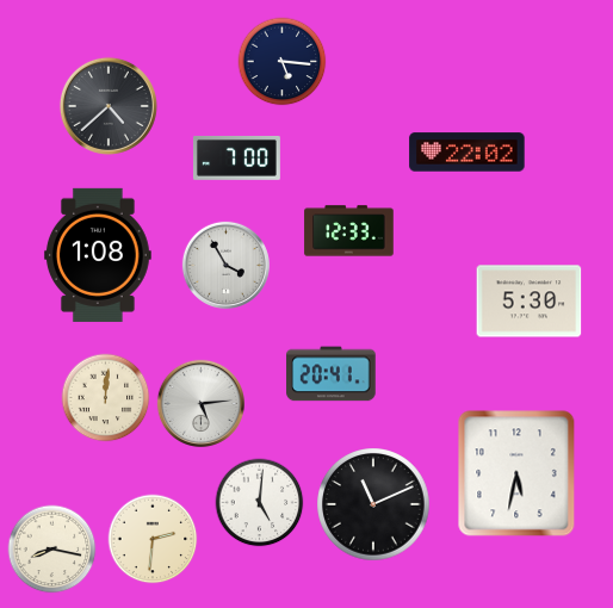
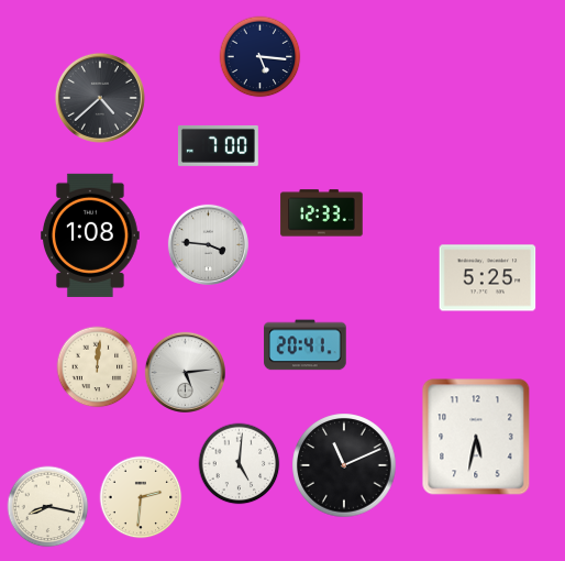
clock at (468, 153): 22:02 -> none
clock at (225, 265): 3:55 -> 3:46
clock at (530, 302): 5:30 -> 5:25
